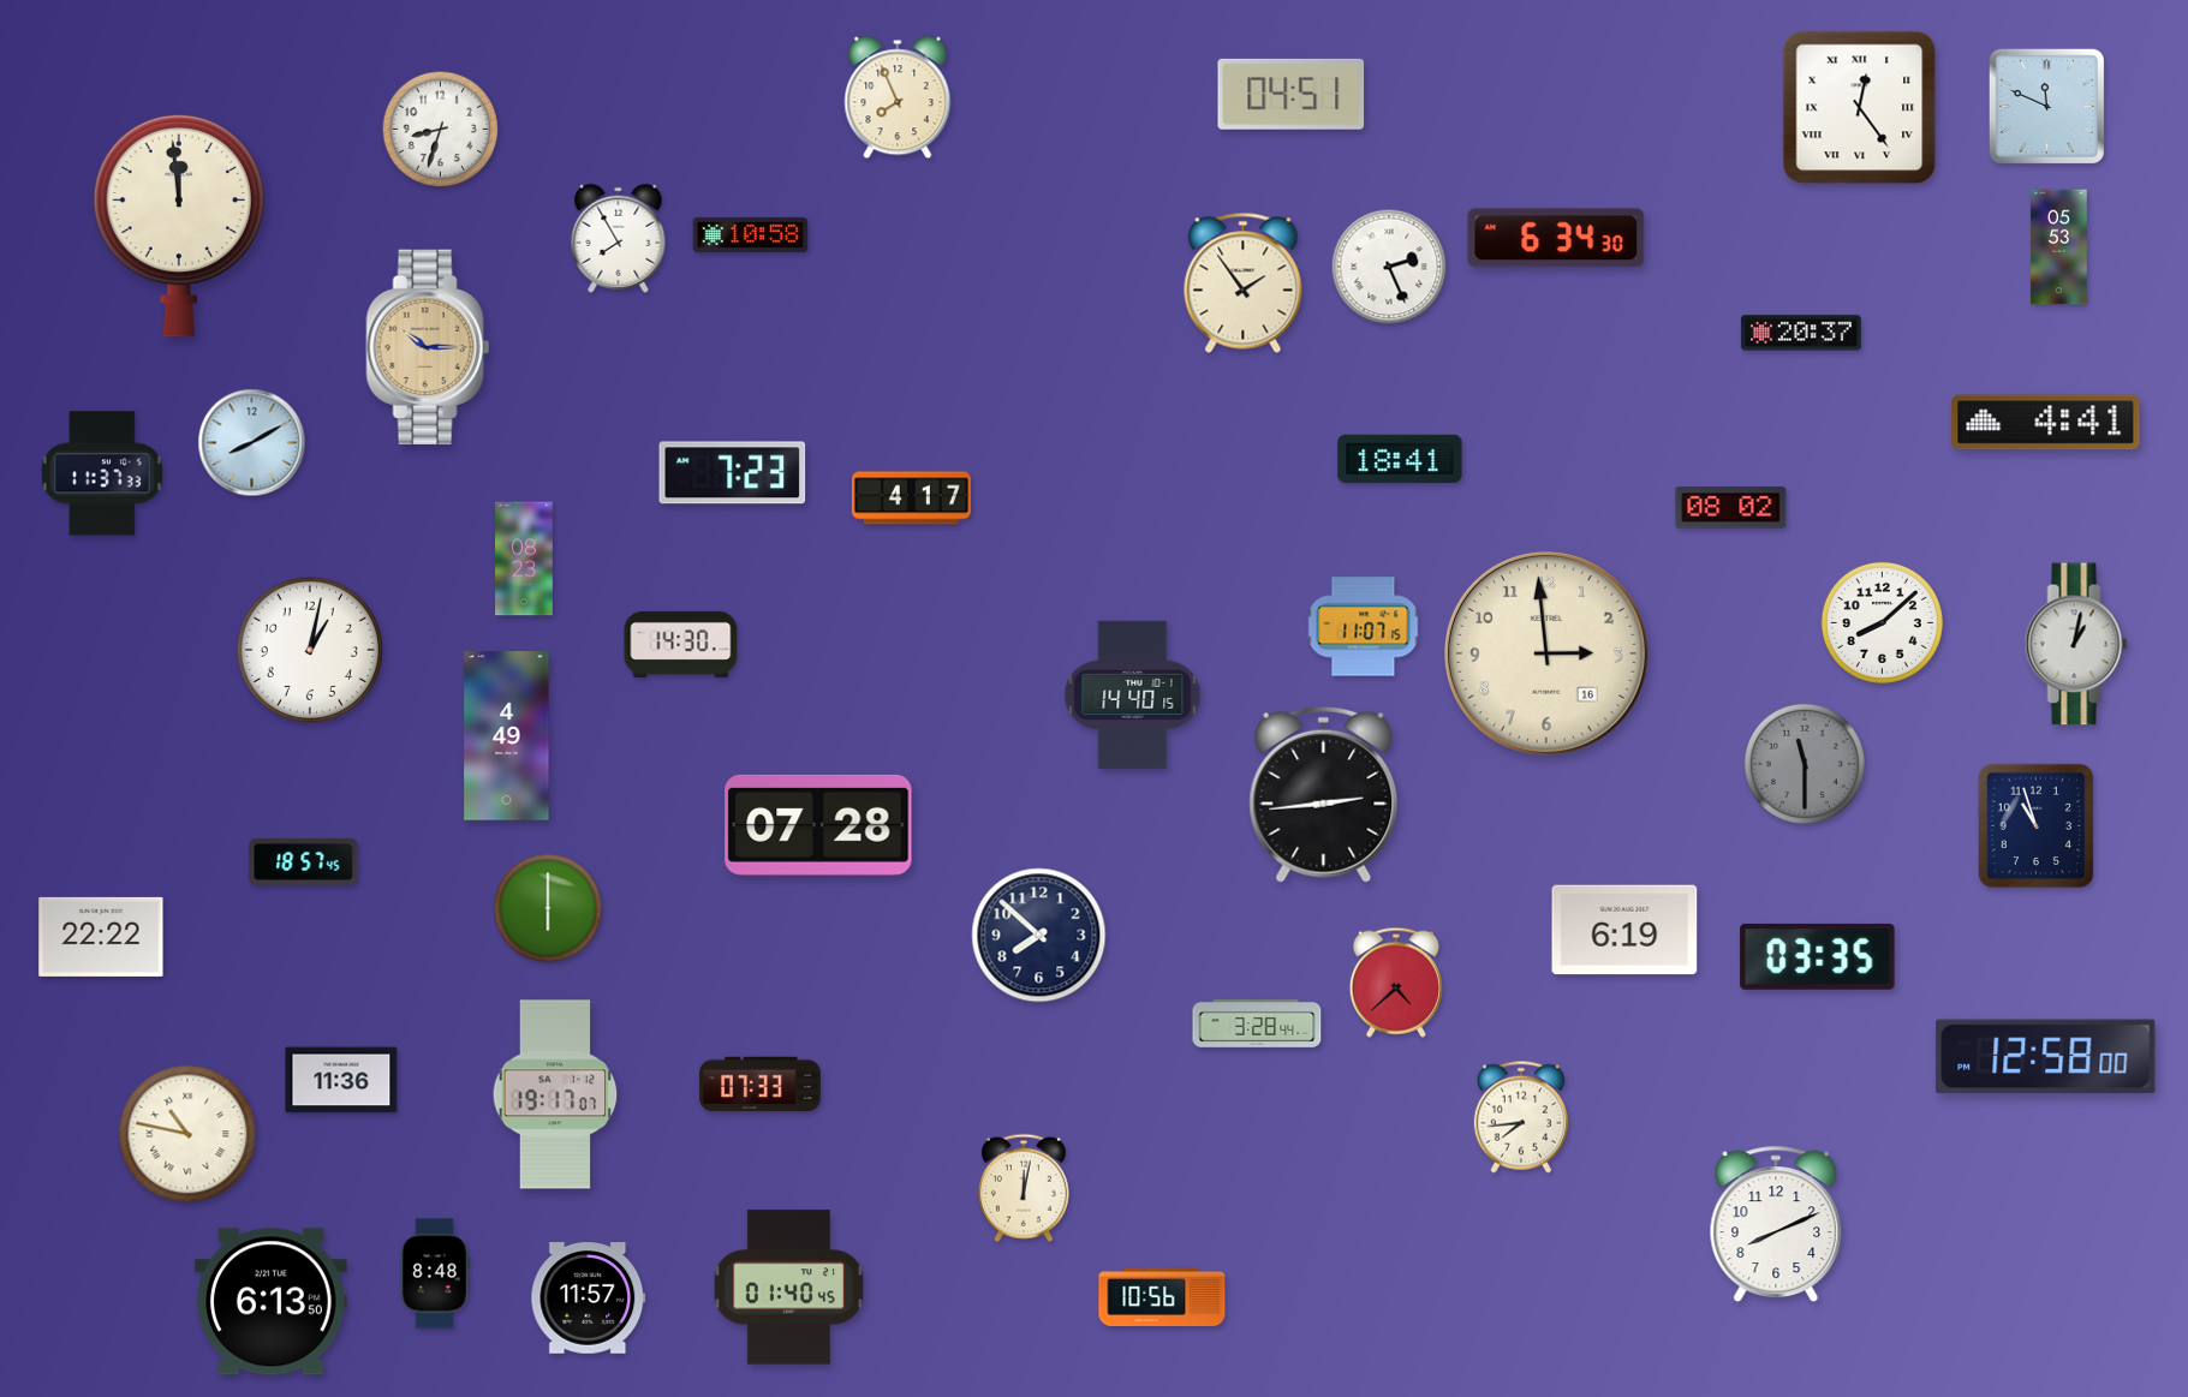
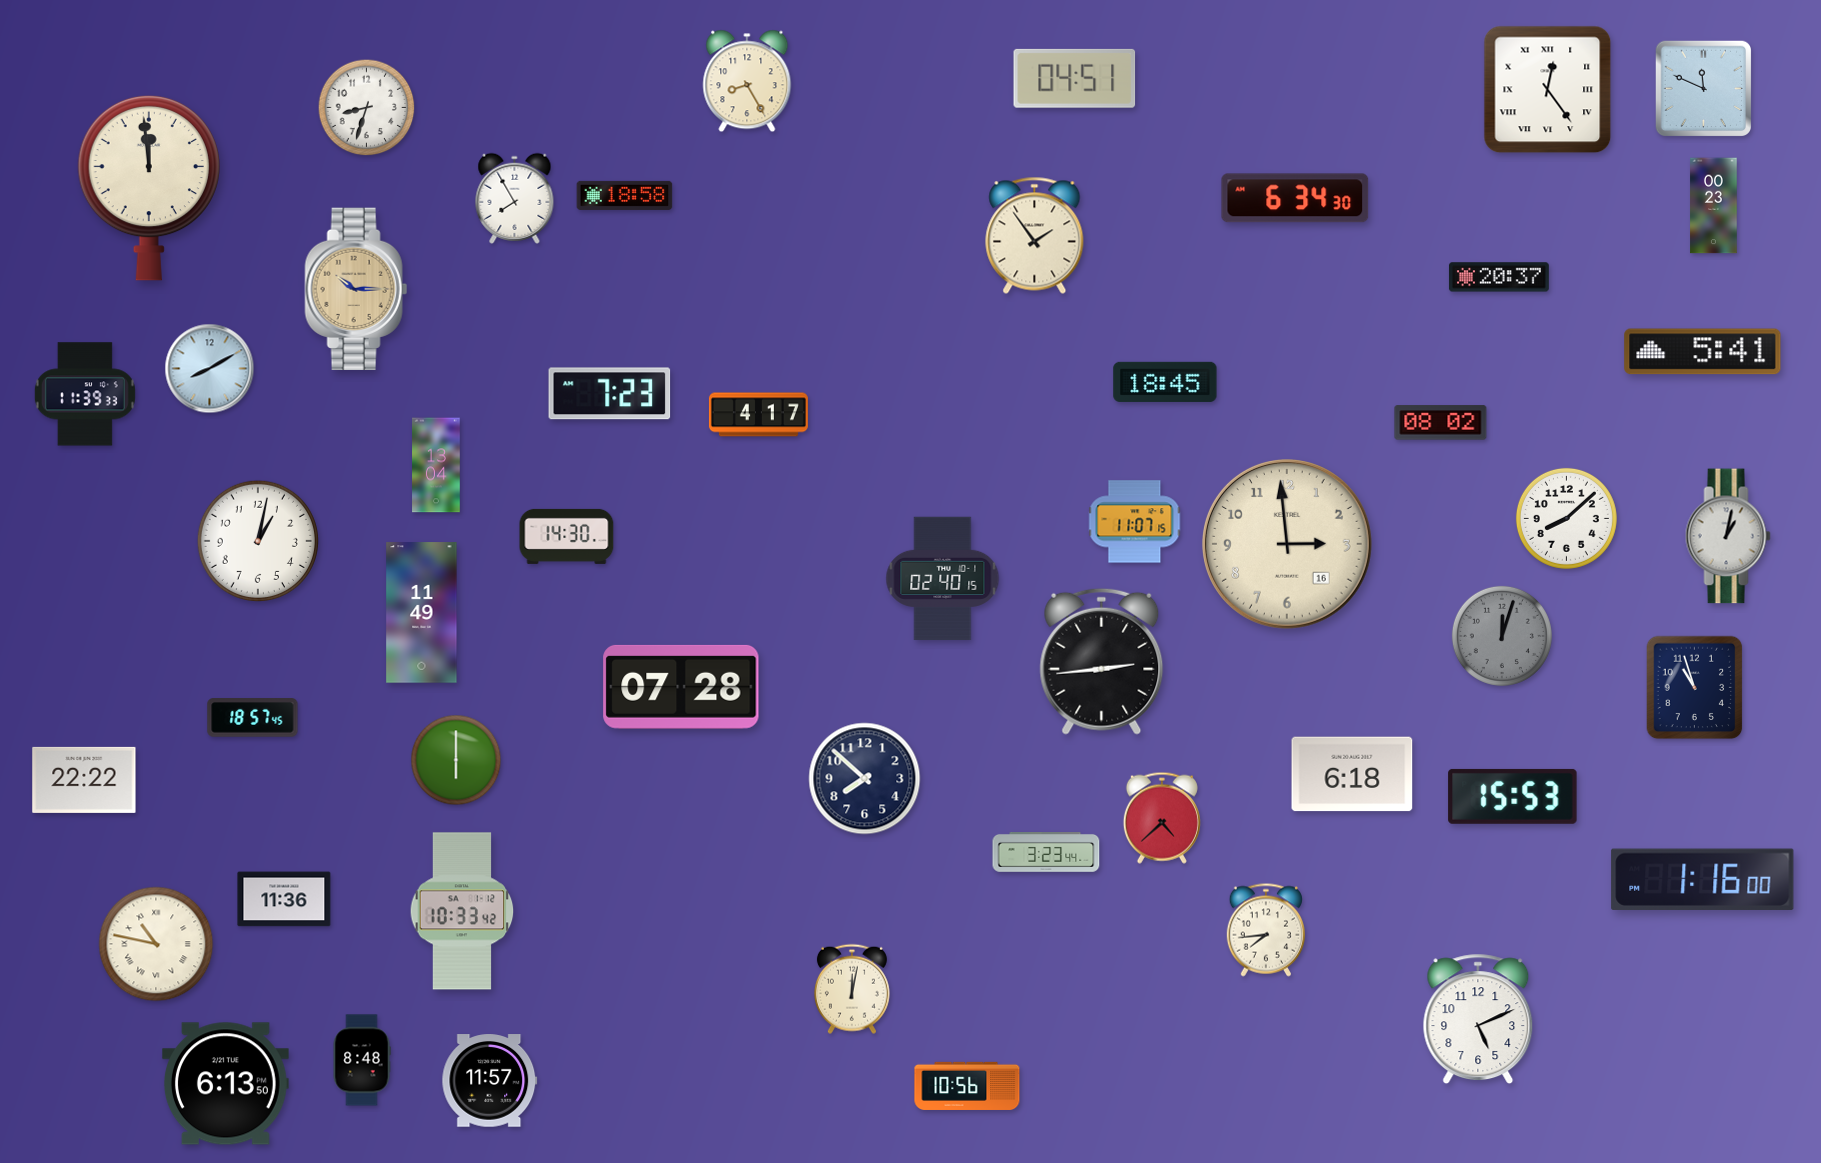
clock at (898, 97): 7:56 -> 8:25
clock at (751, 234): 10:58 -> 18:58
clock at (2059, 247): 05:53 -> 00:23
clock at (1389, 267): 2:26 -> none
clock at (2046, 423): 4:41 -> 5:41
clock at (1400, 459): 18:41 -> 18:45
clock at (102, 473): 11:37 -> 11:39
clock at (524, 559): 08:23 -> 13:04
clock at (1133, 695): 14:40 -> 02:40
clock at (507, 736): 4:49 -> 11:49
clock at (1805, 764): 11:30 -> 12:03
clock at (548, 908) position: (548, 908) -> (456, 760)
clock at (1624, 930): 6:19 -> 6:18
clock at (1818, 956): 03:35 -> 15:53
clock at (1257, 1025): 3:28 -> 3:23
clock at (2046, 1056): 12:58 -> 1:16
clock at (761, 1085): 07:33 -> none
clock at (555, 1094): 19:17 -> 10:33
clock at (1776, 1224): 8:11 -> 5:11
clock at (789, 1288): 01:40 -> none
clock at (1162, 1297) position: (1162, 1297) -> (967, 1086)
